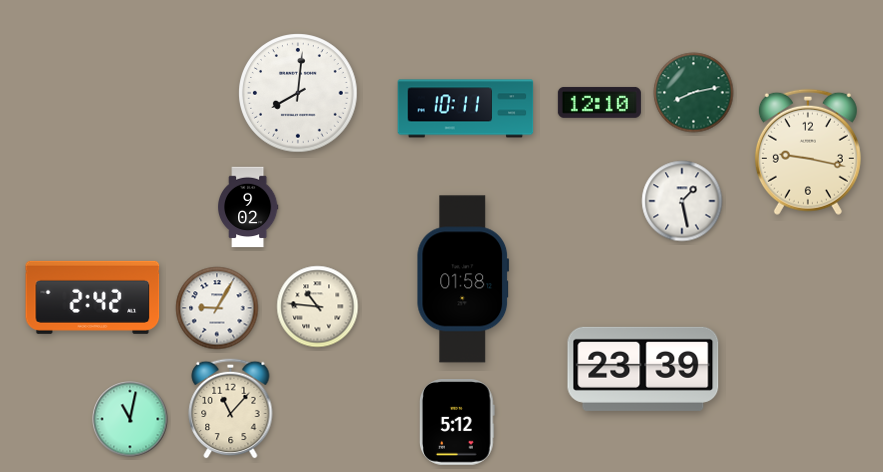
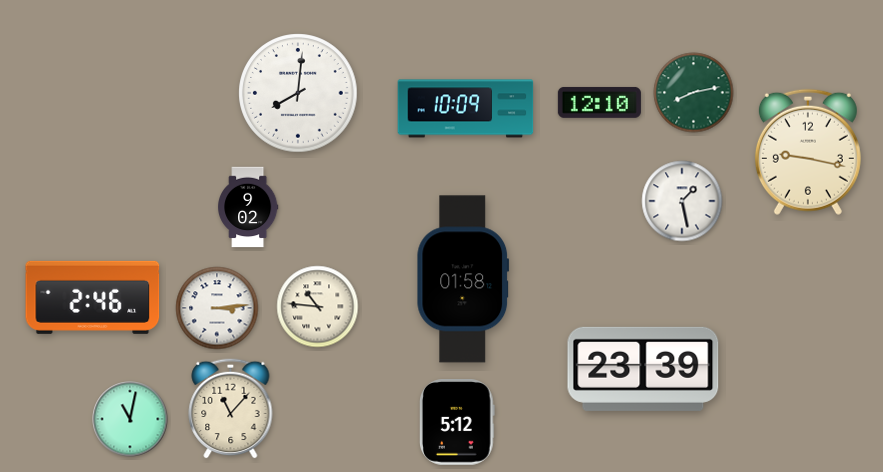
clock at (466, 109): 10:11 -> 10:09
clock at (93, 297): 2:42 -> 2:46
clock at (217, 308): 9:05 -> 3:14
